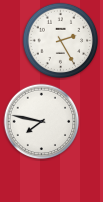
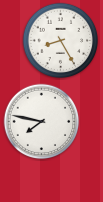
clock at (61, 41): 2:25 -> 8:25
